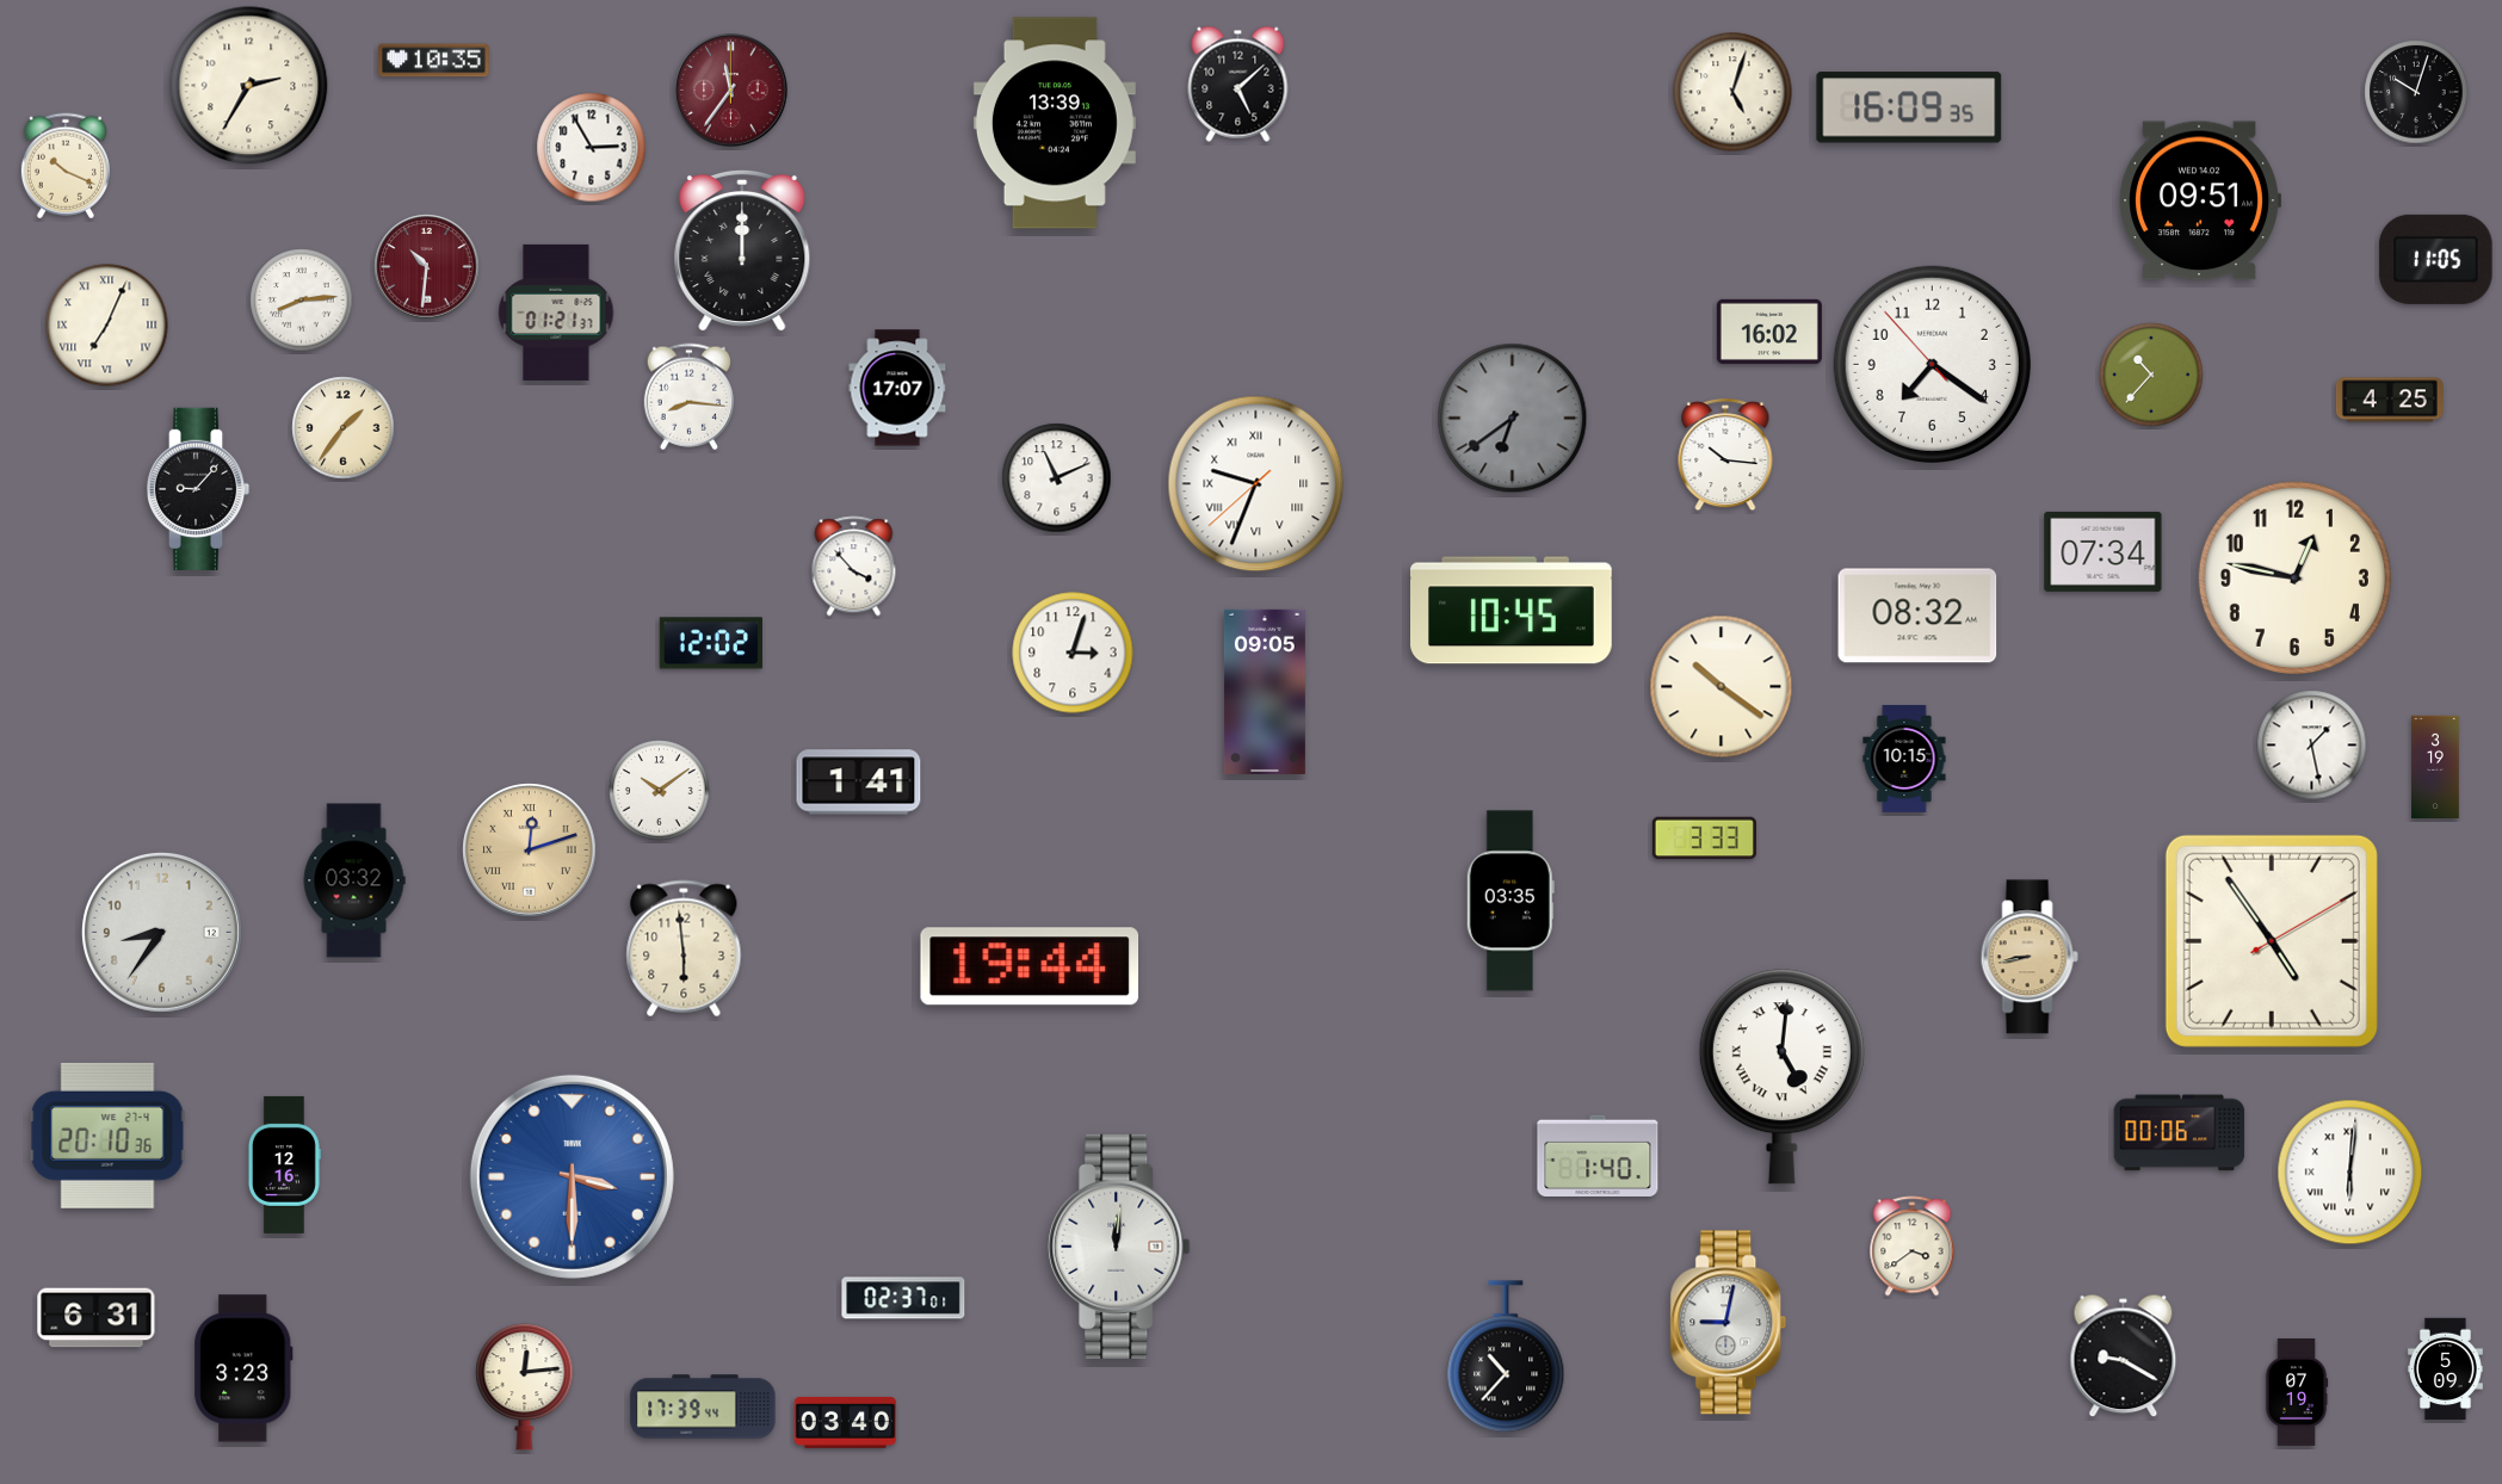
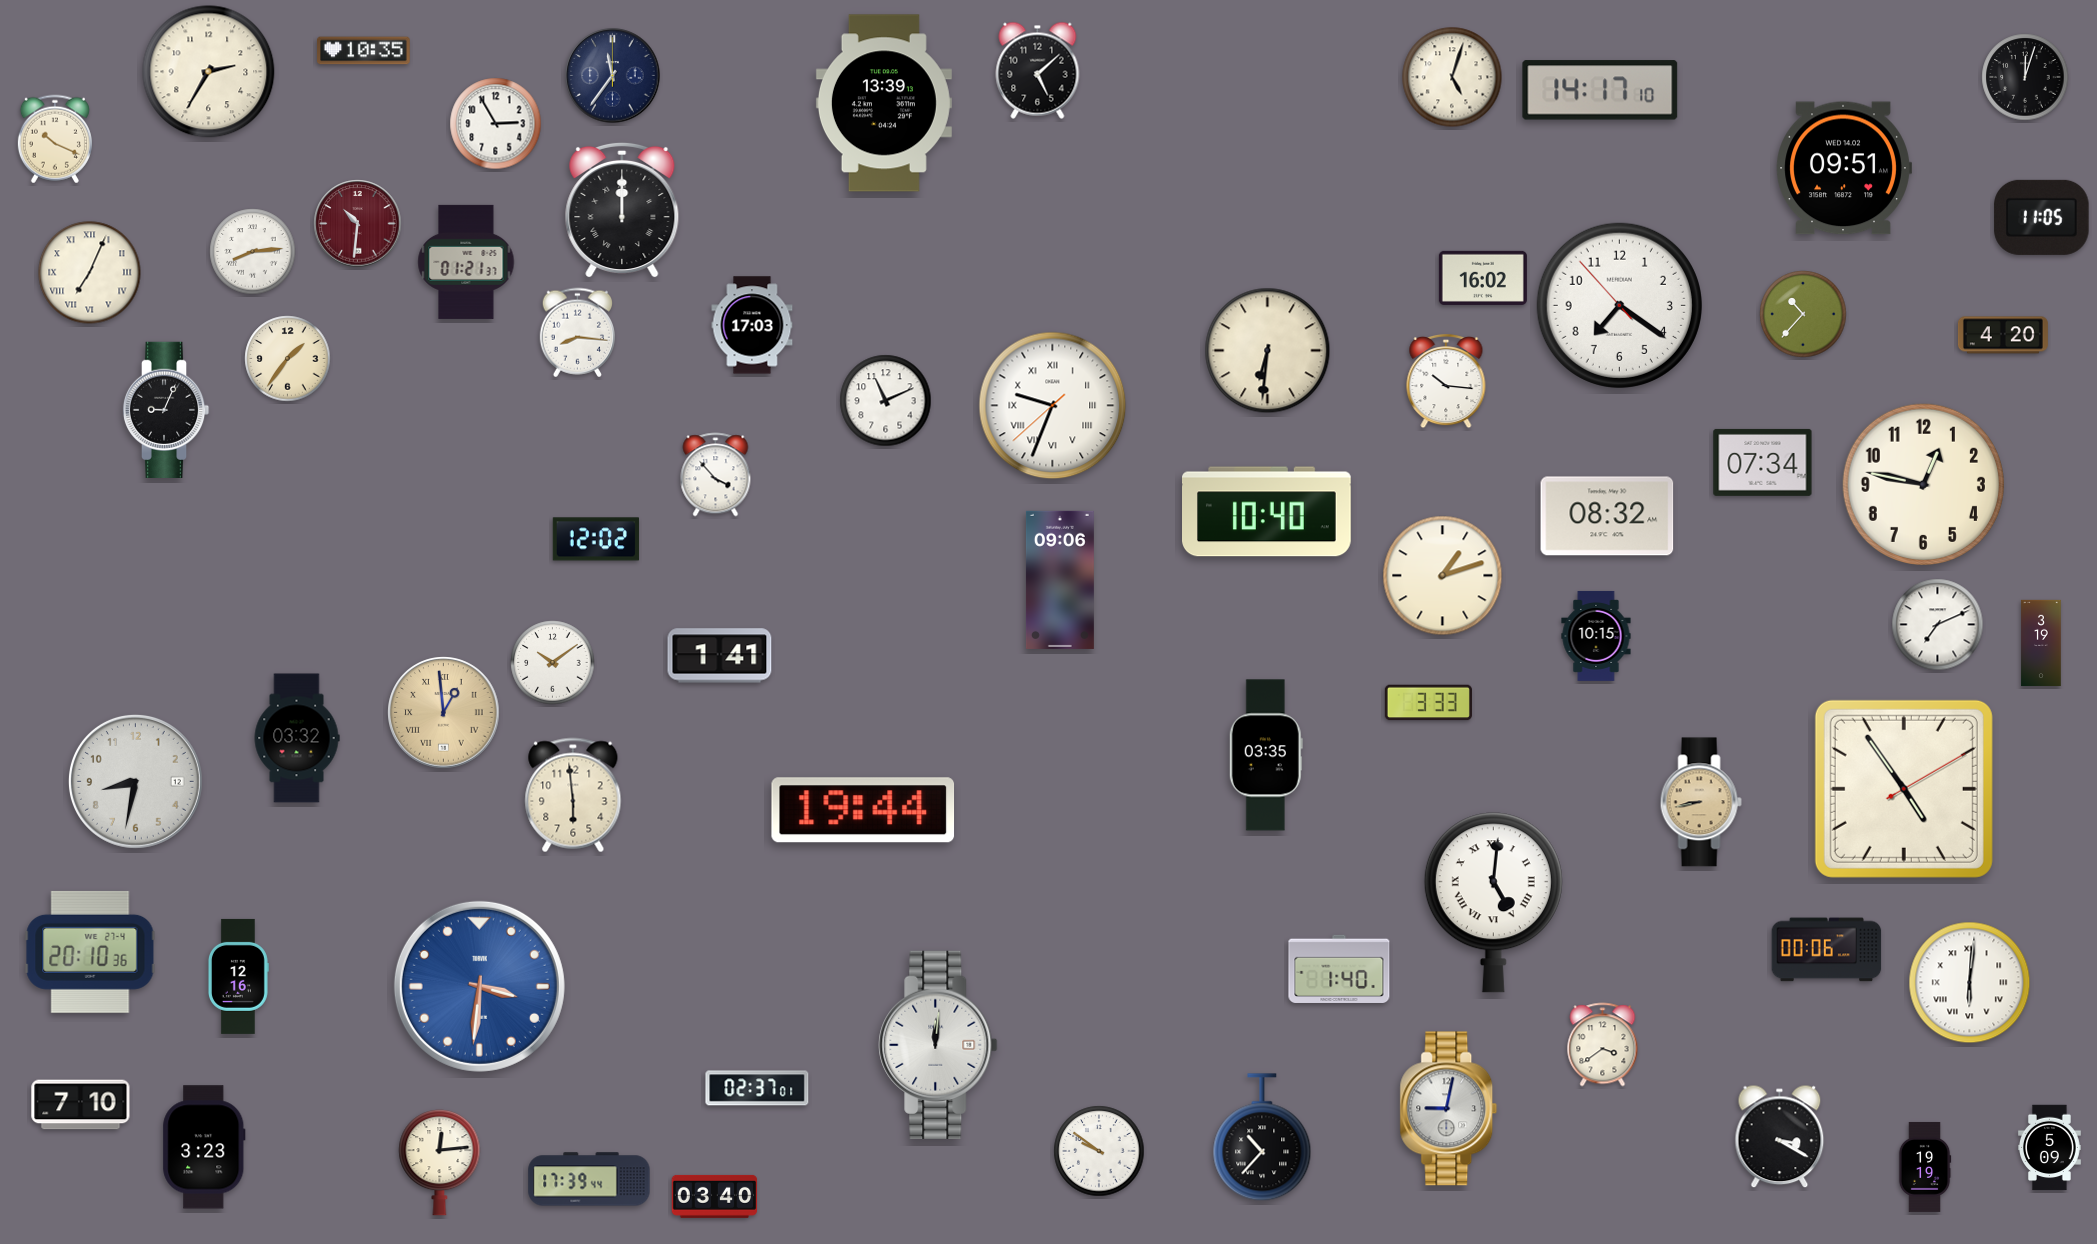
clock at (731, 91) dial: burgundy -> navy
clock at (2416, 92): 10:03 -> 12:03
clock at (1909, 107): 16:09 -> 14:17
clock at (897, 388): 17:07 -> 17:03
clock at (2390, 400): 4:25 -> 4:20
clock at (1513, 419): 6:39 -> 6:31
clock at (1513, 419) dial: grey -> cream
clock at (198, 488): 9:07 -> 9:04
clock at (1512, 611): 10:45 -> 10:40
clock at (1073, 653): 3:03 -> none
clock at (1722, 687): 10:21 -> 1:12
clock at (1265, 692): 09:05 -> 09:06
clock at (2312, 746): 1:28 -> 7:11
clock at (530, 851): 12:12 -> 12:59
clock at (161, 932): 8:36 -> 8:32
clock at (572, 1176): 3:30 -> 3:31
clock at (97, 1318): 6:31 -> 7:10
clock at (2124, 1356): 9:20 -> 3:20
clock at (1099, 1151): none -> 9:51
clock at (2297, 1392): 07:19 -> 19:19
clock at (846, 1422) position: (846, 1422) -> (715, 1196)
